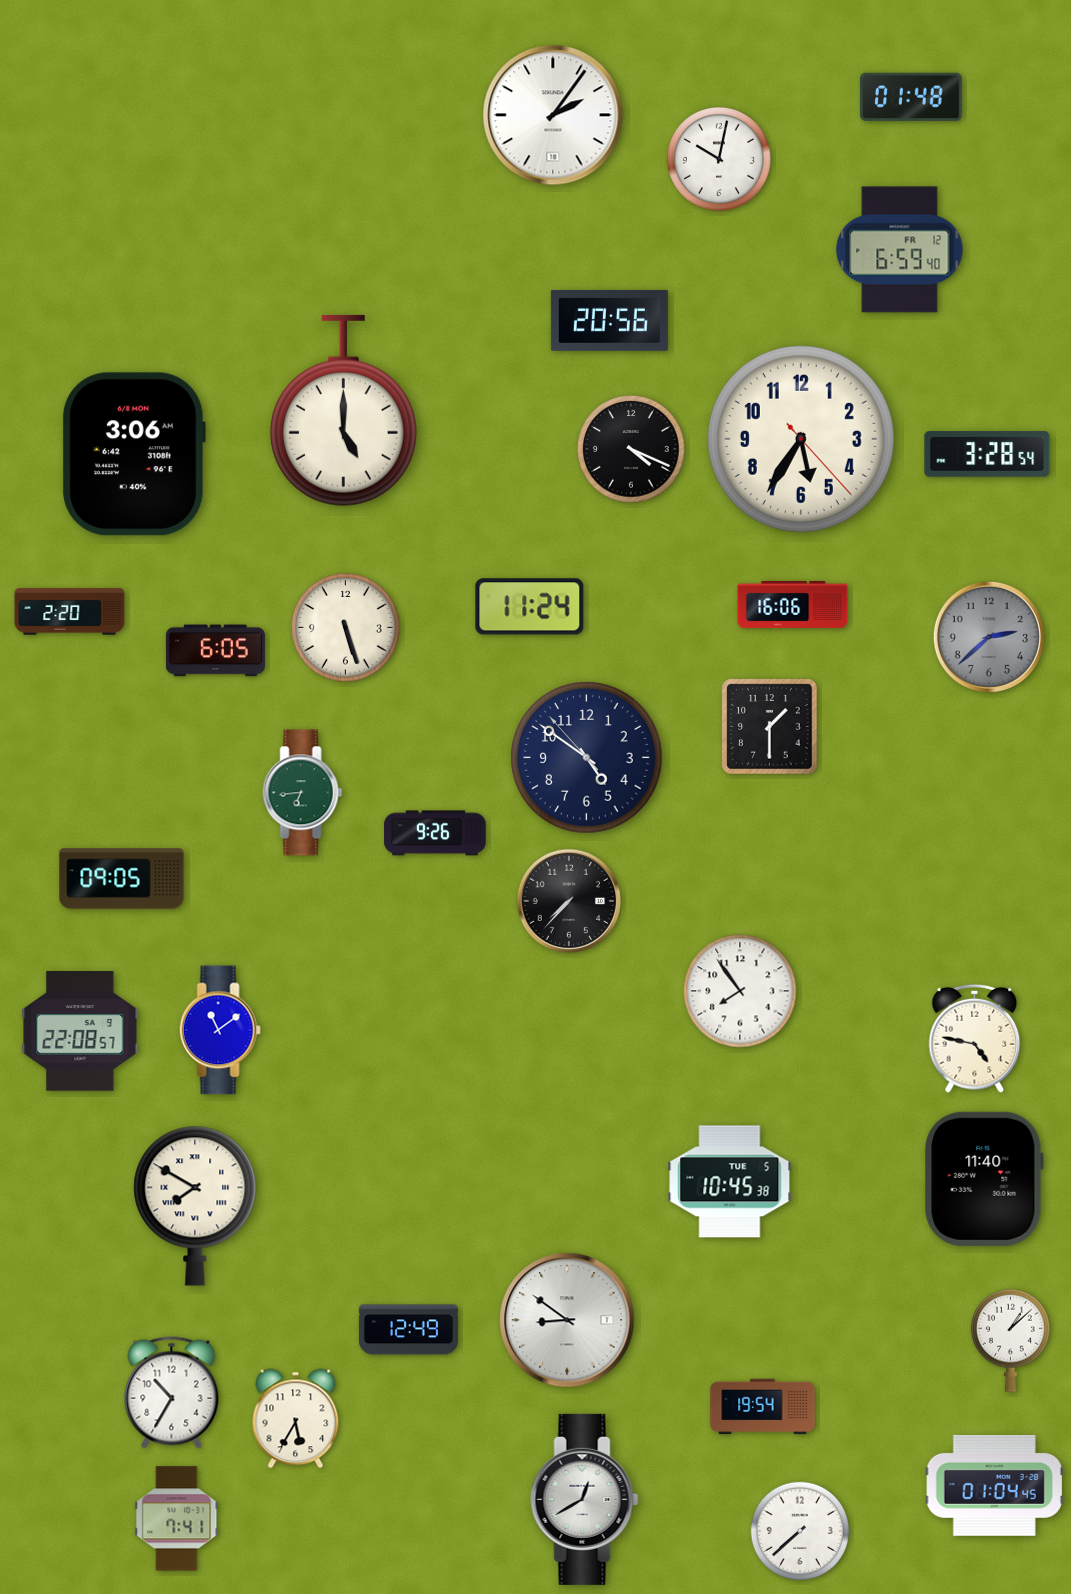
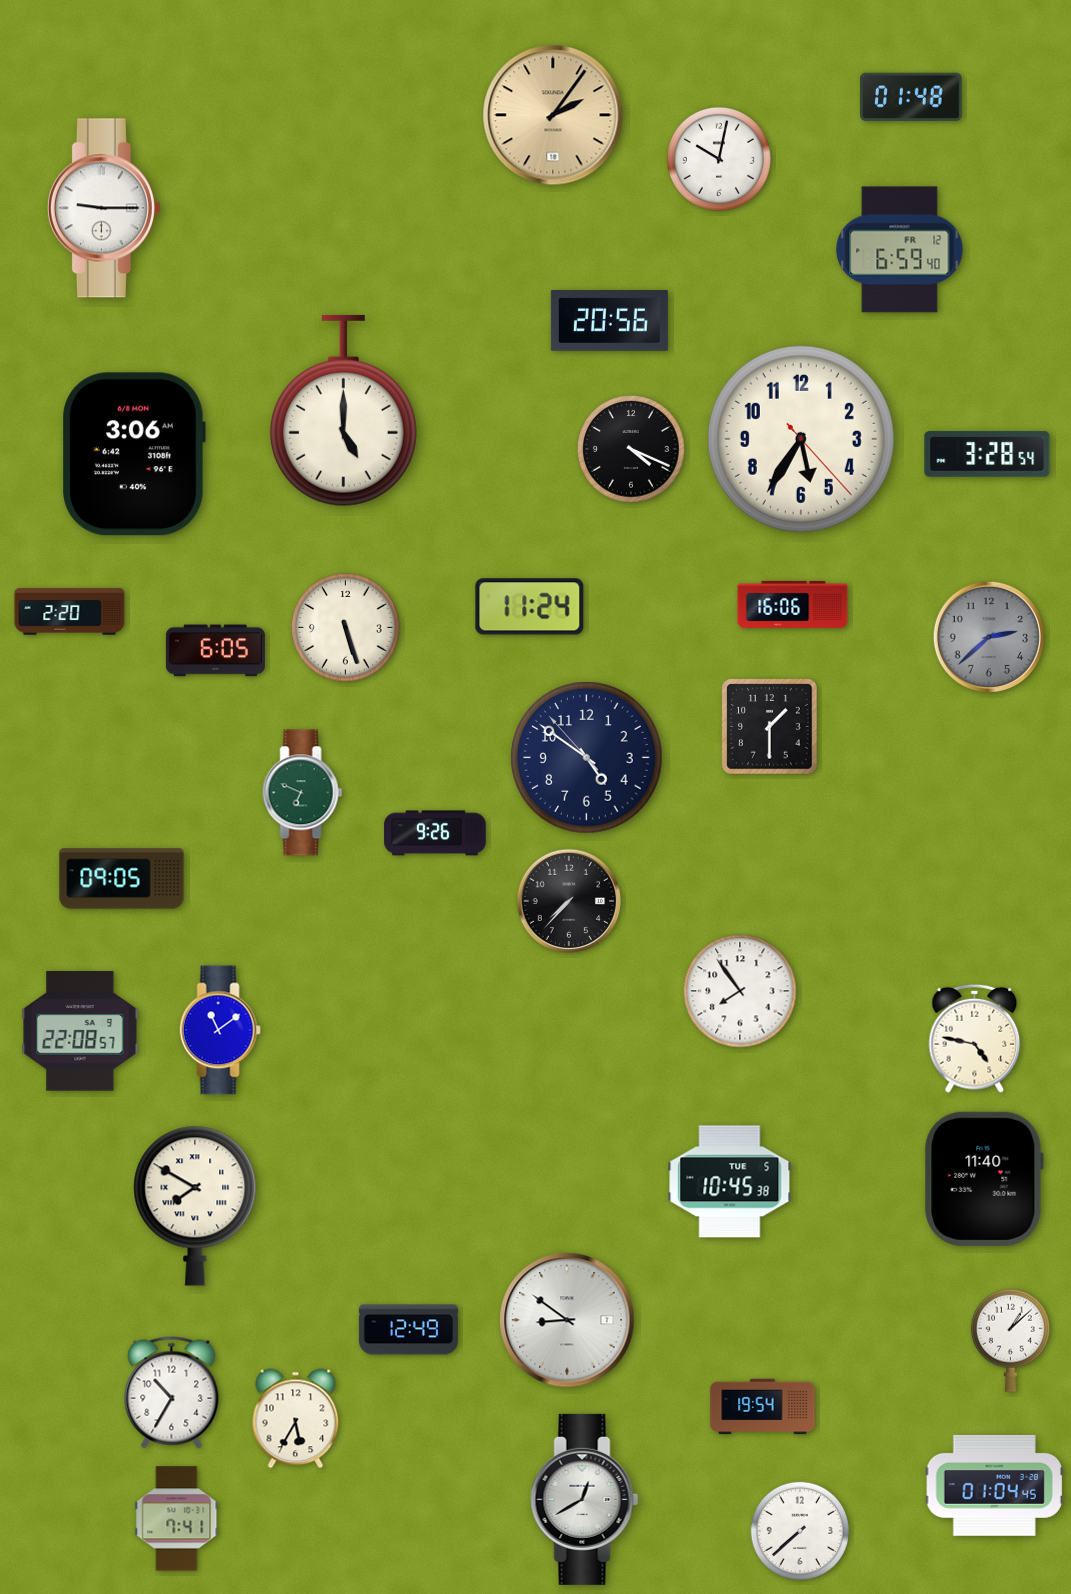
clock at (553, 115) dial: white -> champagne
clock at (104, 208): none -> 9:15
clock at (303, 793): 6:44 -> 6:49
